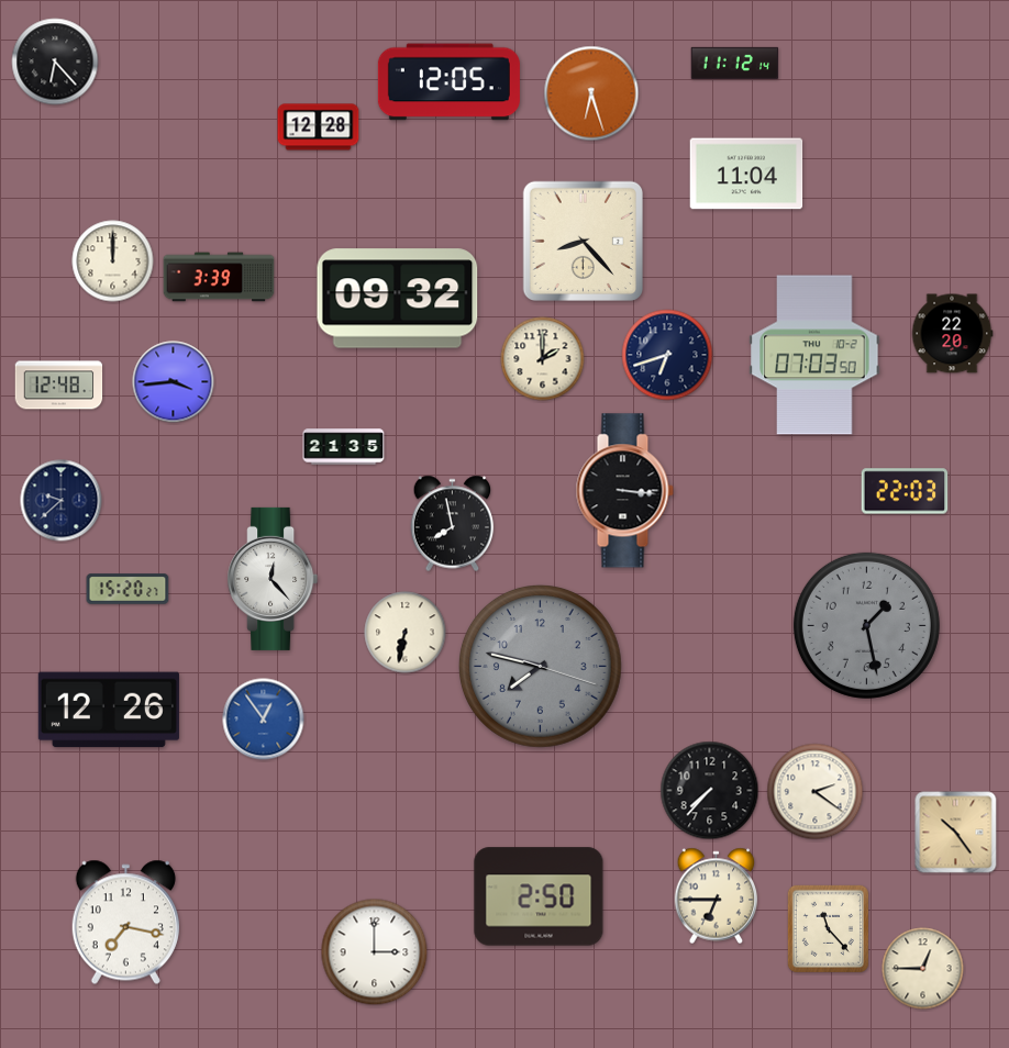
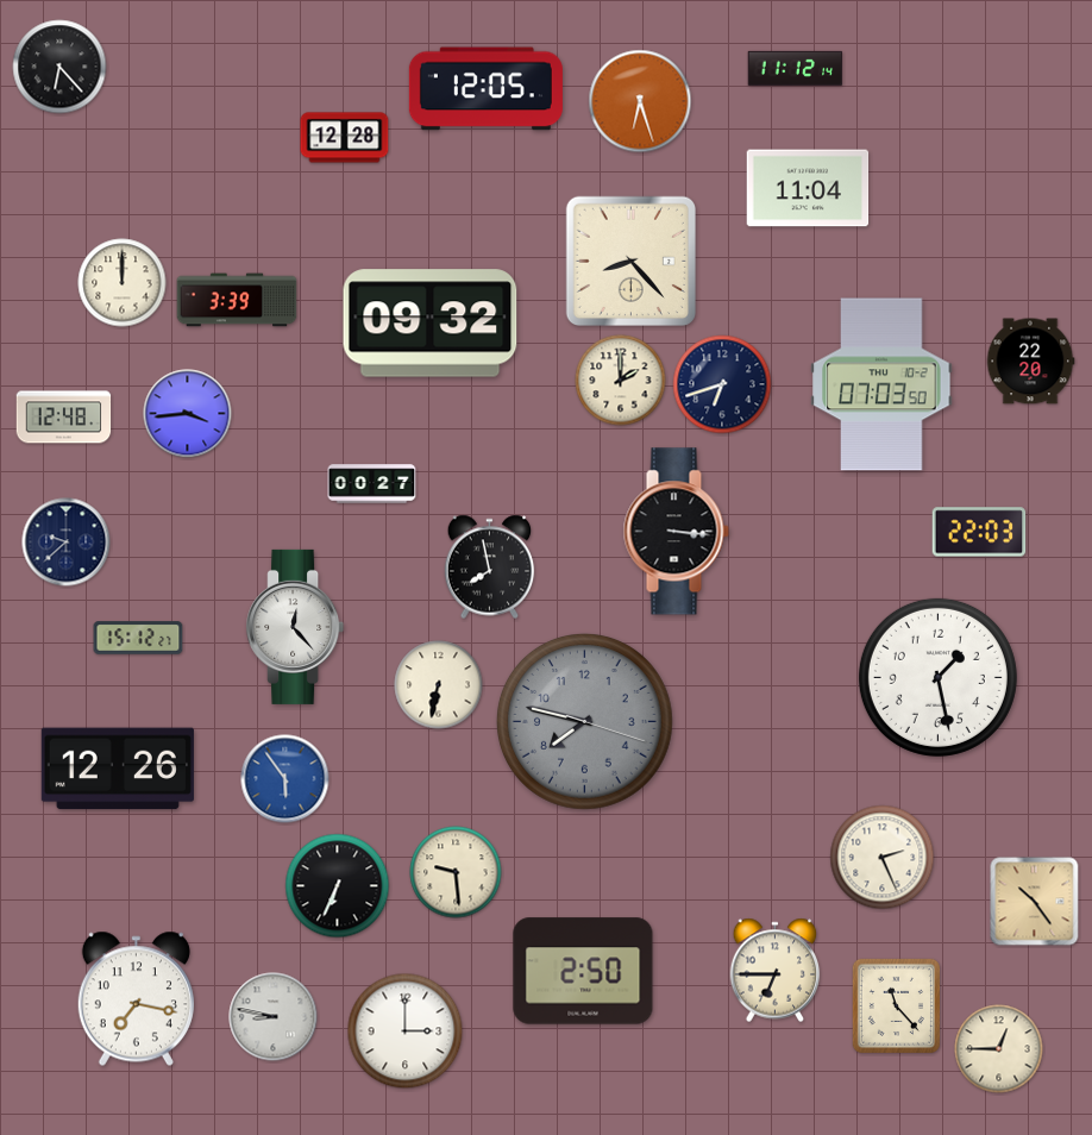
clock at (543, 359) position: (543, 359) -> (621, 381)
clock at (344, 447): 21:35 -> 00:27
clock at (127, 589): 15:20 -> 15:12
clock at (866, 625) dial: grey -> white
clock at (264, 720): 12:54 -> 5:54
clock at (710, 791): 7:37 -> none
clock at (816, 792): 2:21 -> 2:26
clock at (456, 872): none -> 9:29
clock at (338, 886): none -> 6:34
clock at (274, 1017): none -> 8:47
